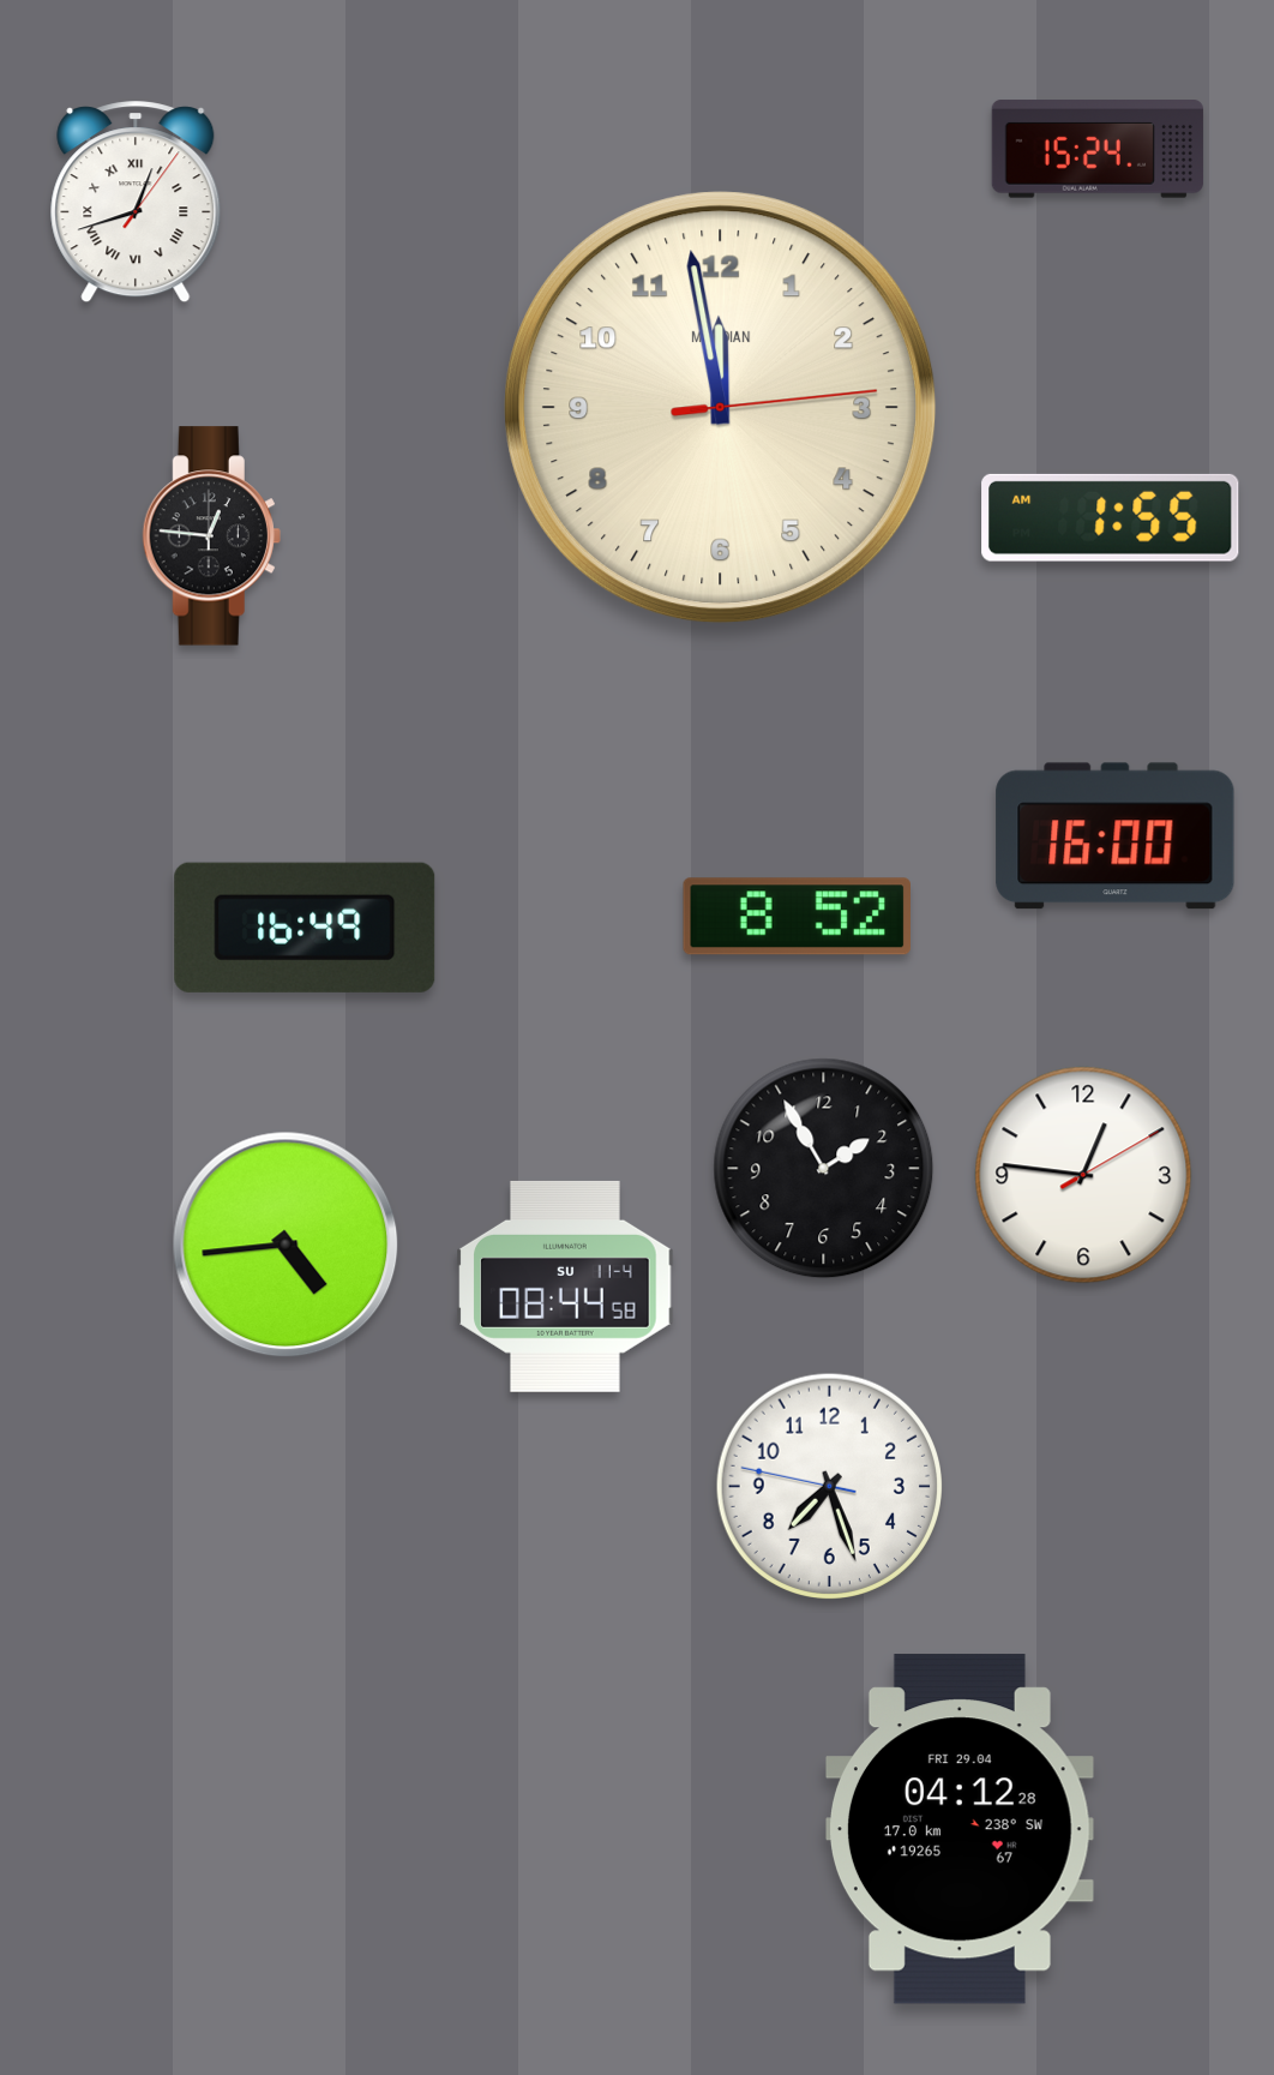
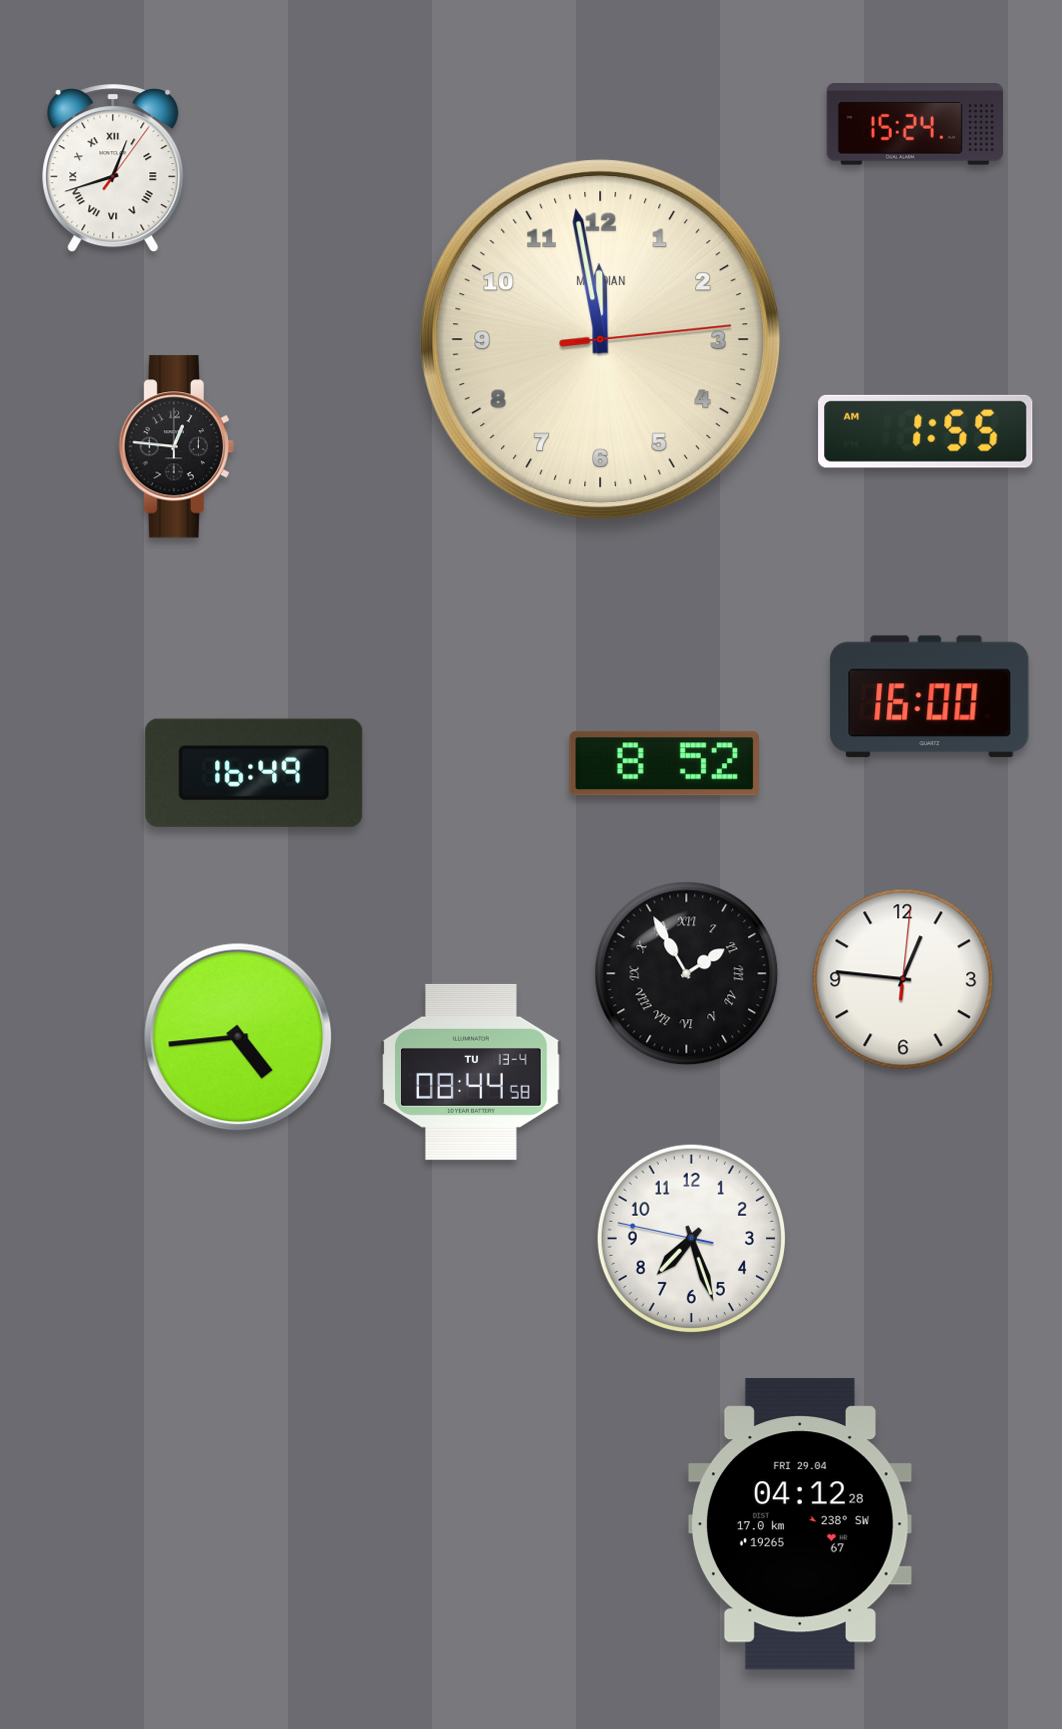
clock at (824, 1169) numerals: Arabic -> Roman
clock at (1083, 1175): 12:46:10 -> 12:46:01
clock at (565, 1287) date: SU 11-4 -> TU 13-4
